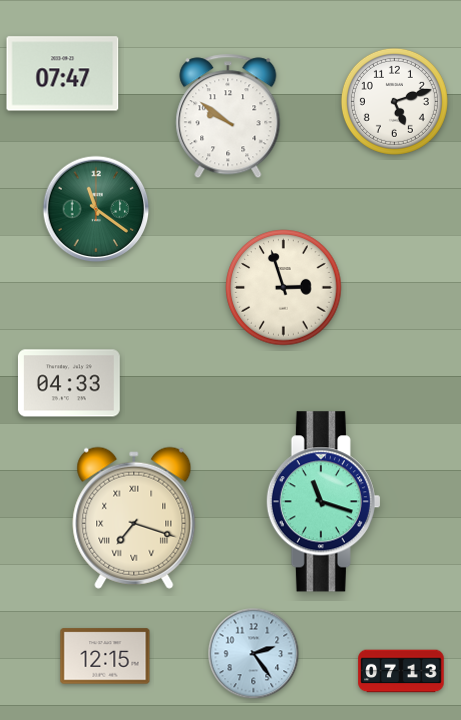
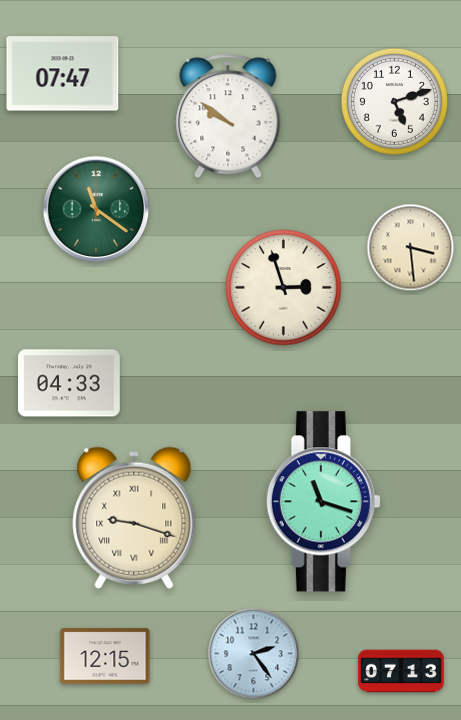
clock at (411, 248): none -> 3:29
clock at (134, 518): 7:18 -> 9:18
